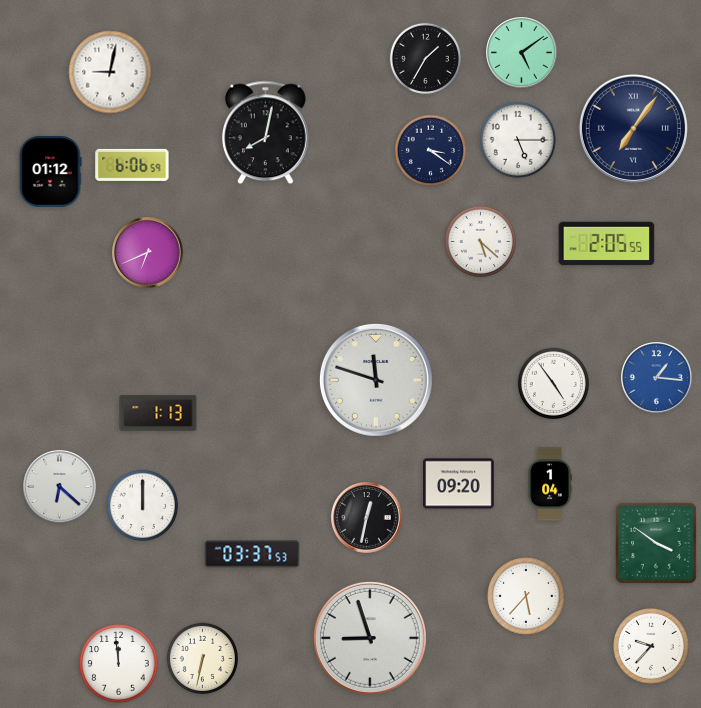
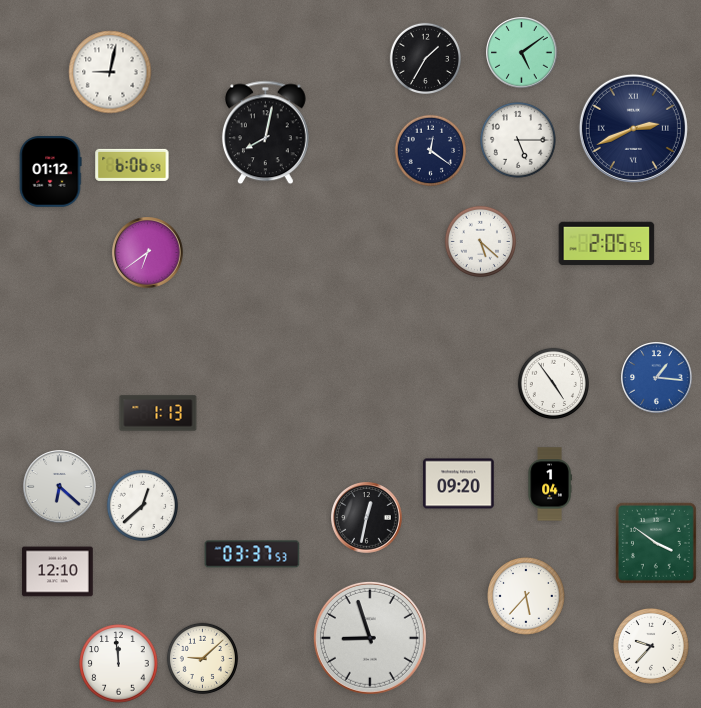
clock at (633, 128): 7:06 -> 2:41
clock at (430, 150): 3:21 -> 12:21
clock at (148, 253): 6:41 -> 6:39
clock at (376, 380): 11:48 -> none
clock at (142, 505): 12:00 -> 12:38
clock at (58, 572): none -> 12:10
clock at (202, 658): 6:32 -> 9:08
